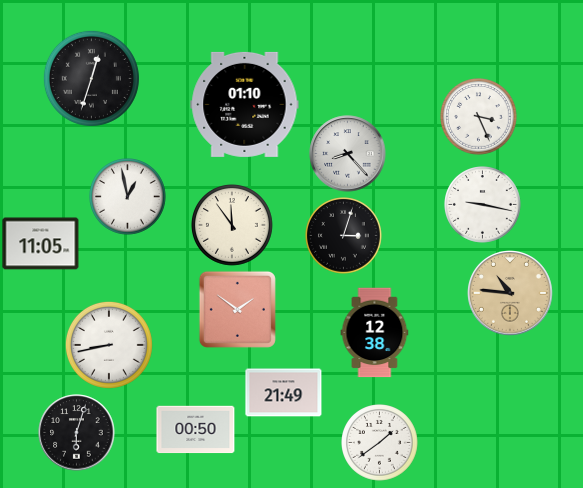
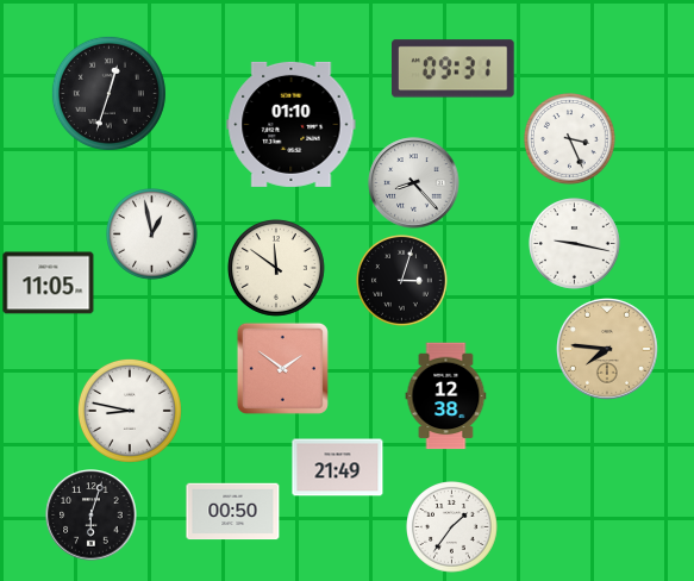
clock at (454, 69): none -> 09:31
clock at (232, 225): 11:54 -> 11:51
clock at (344, 236) position: (344, 236) -> (402, 281)
clock at (41, 244) position: (41, 244) -> (49, 283)
clock at (511, 294): 10:46 -> 7:46
clock at (109, 345): 8:43 -> 8:47
clock at (380, 443): 1:39 -> 1:36
